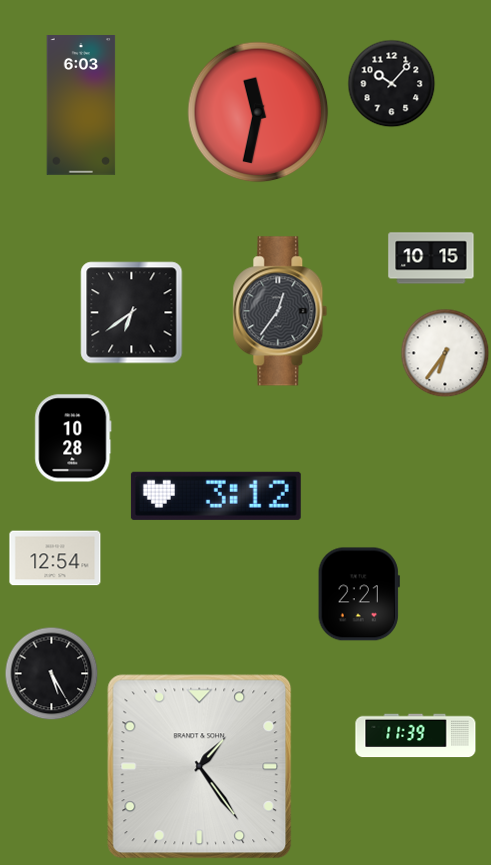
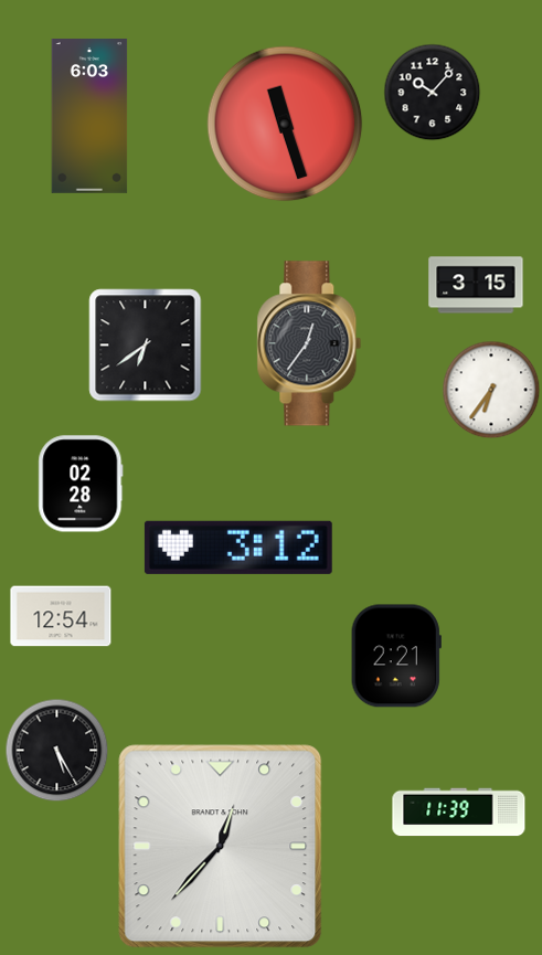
clock at (258, 112): 11:32 -> 11:27
clock at (431, 258): 10:15 -> 3:15
clock at (73, 438): 10:28 -> 02:28
clock at (52, 674) position: (52, 674) -> (57, 751)
clock at (200, 767): 1:24 -> 12:37
